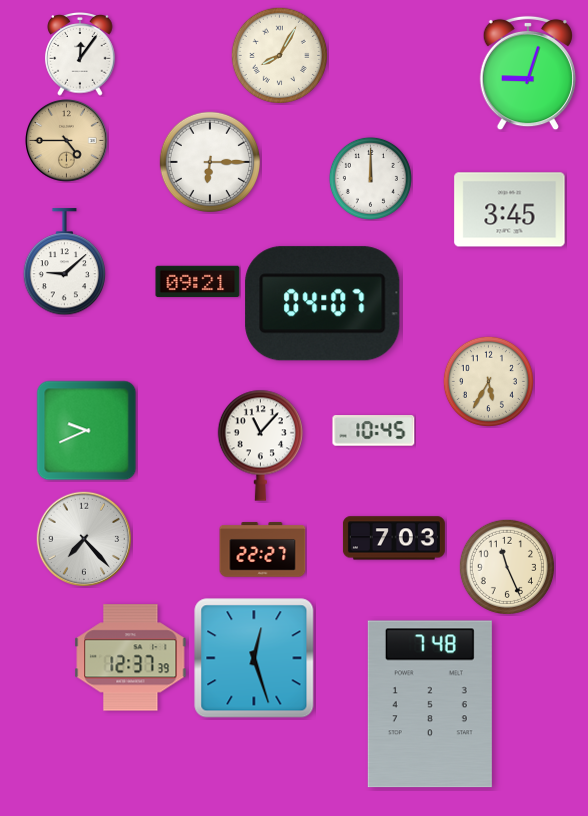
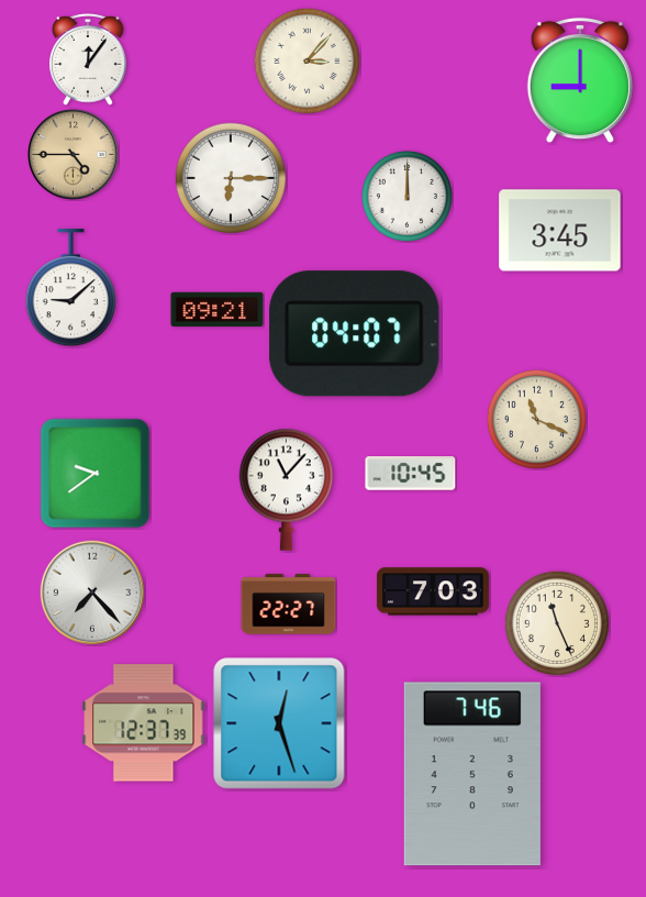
clock at (279, 55): 8:05 -> 3:07
clock at (528, 73): 9:03 -> 9:00
clock at (488, 381): 5:35 -> 11:19
clock at (87, 431): 9:41 -> 9:39
clock at (430, 704): 7:48 -> 7:46
